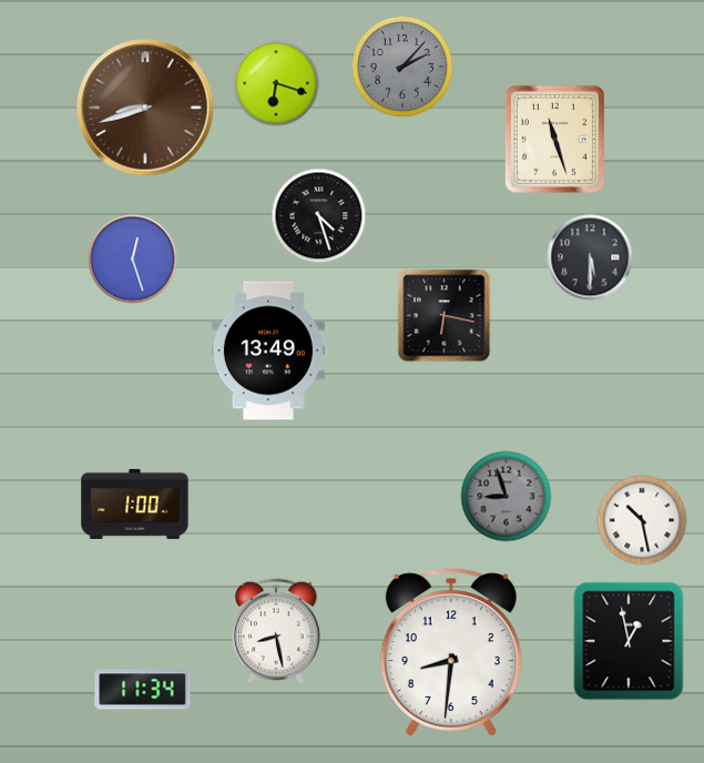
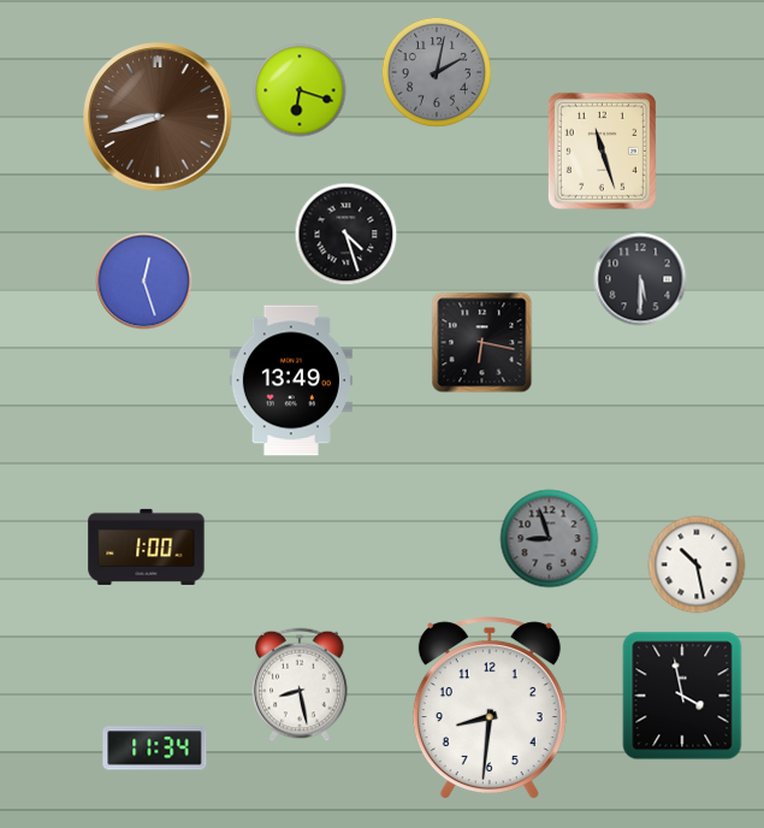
clock at (402, 67): 2:07 -> 2:02
clock at (629, 641): 12:58 -> 3:58
